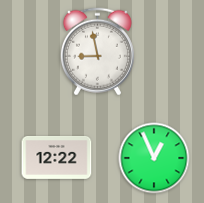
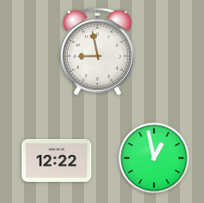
clock at (57, 157) position: (57, 157) -> (57, 160)
clock at (154, 158): 12:56 -> 12:58
